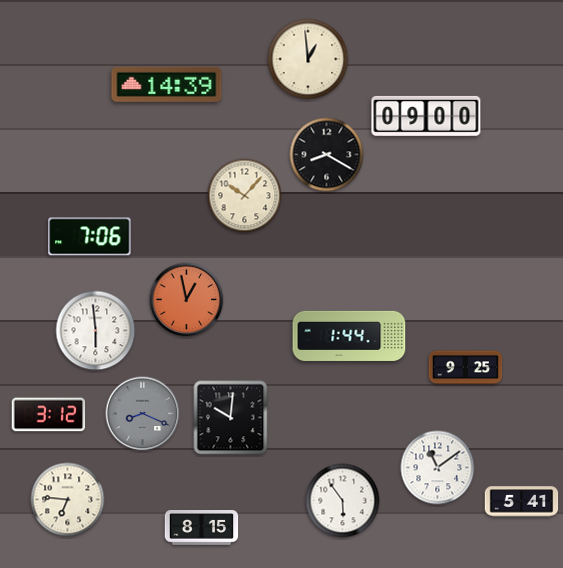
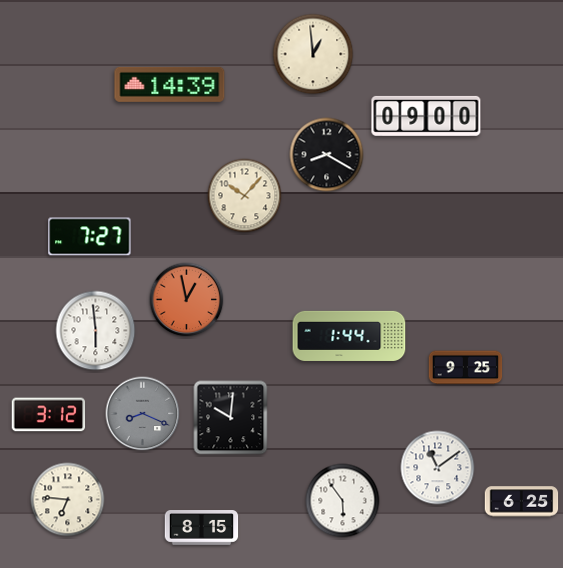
clock at (308, 59) position: (308, 59) -> (313, 54)
clock at (167, 84) position: (167, 84) -> (170, 84)
clock at (90, 237): 7:06 -> 7:27
clock at (522, 502): 5:41 -> 6:25
